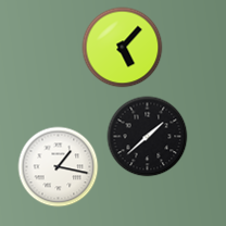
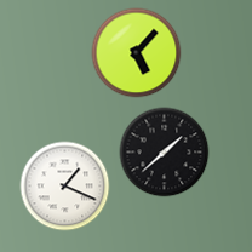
clock at (59, 167): 1:17 -> 1:19
